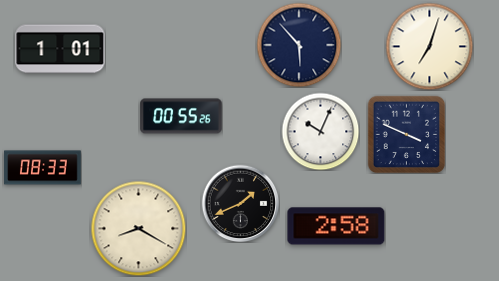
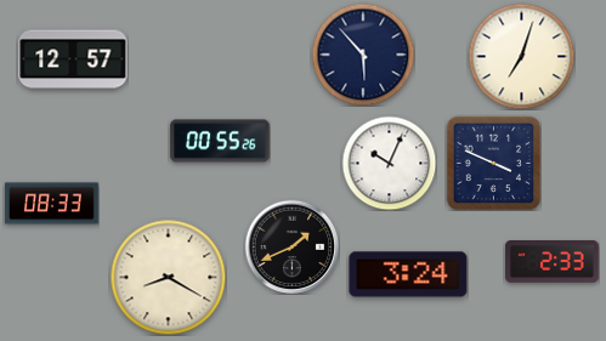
clock at (60, 49): 1:01 -> 12:57
clock at (320, 131) position: (320, 131) -> (389, 163)
clock at (553, 262): none -> 2:33
clock at (336, 226): 2:58 -> 3:24
